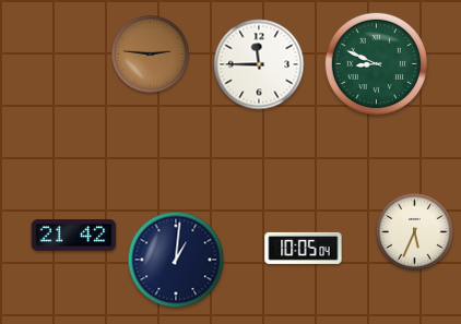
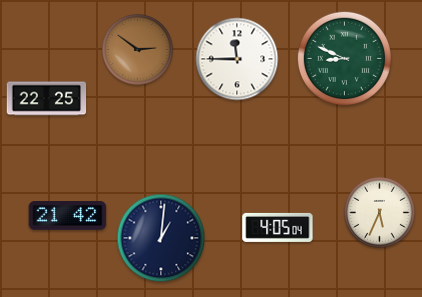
clock at (151, 55): 2:46 -> 2:51
clock at (47, 99): none -> 22:25
clock at (304, 248): 10:05 -> 4:05
